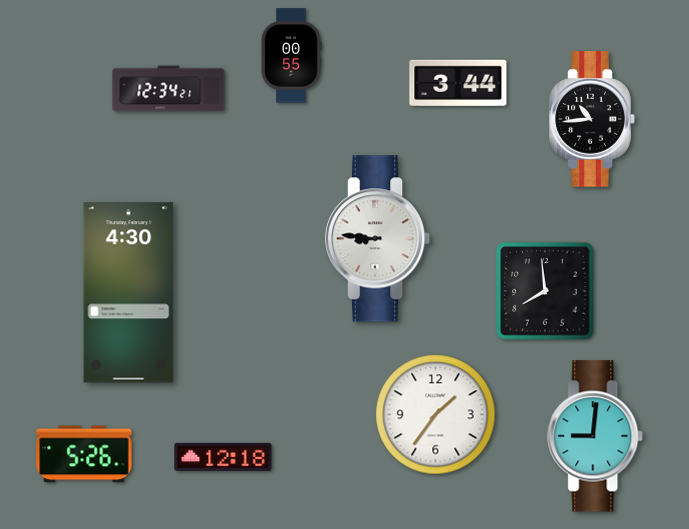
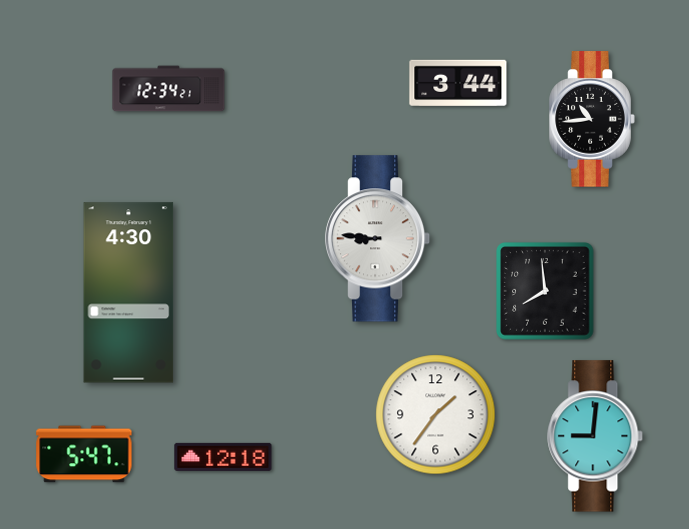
clock at (291, 56): 00:55 -> none
clock at (84, 454): 5:26 -> 5:47
